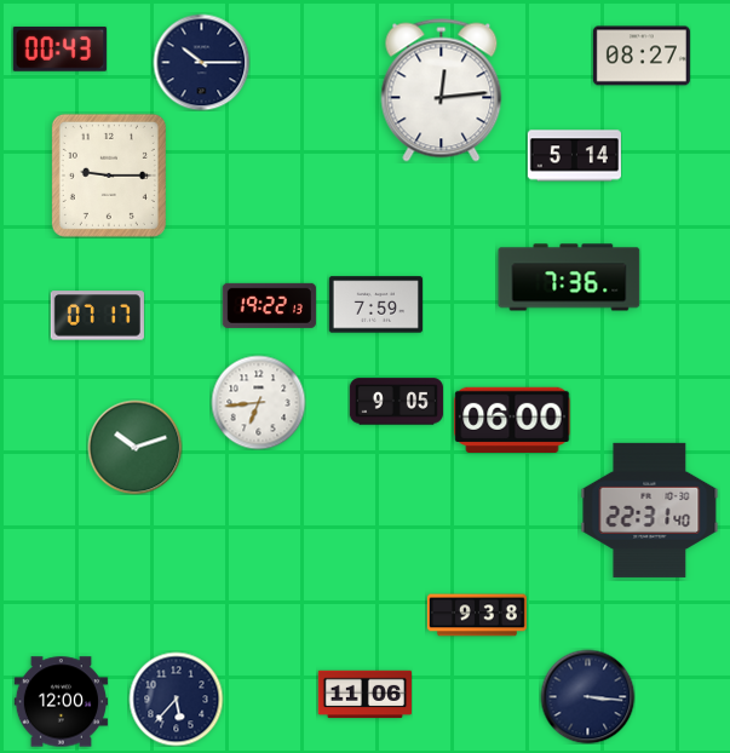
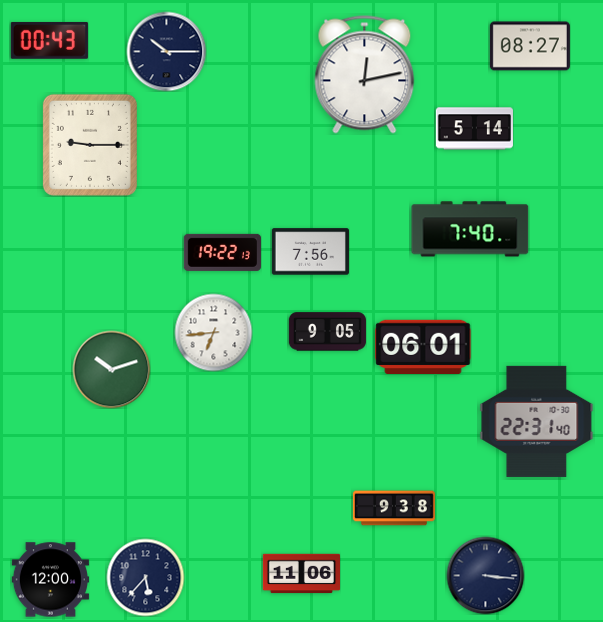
clock at (442, 91): 12:14 -> 12:13
clock at (569, 277): 7:36 -> 7:40
clock at (375, 305): 7:59 -> 7:56
clock at (97, 316): 07:17 -> none
clock at (512, 419): 06:00 -> 06:01
